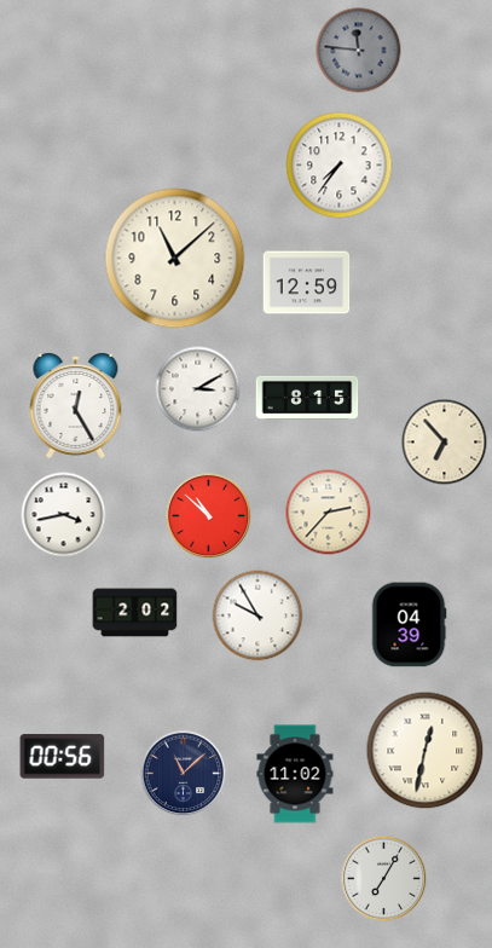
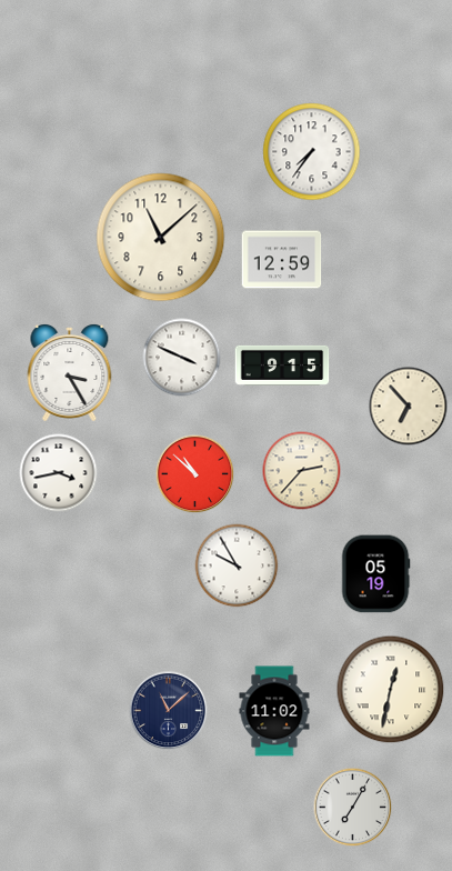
clock at (359, 51): 11:46 -> none
clock at (198, 389): 3:10 -> 3:49
clock at (307, 398): 8:15 -> 9:15
clock at (76, 406): 12:25 -> 3:25
clock at (209, 516) position: (209, 516) -> (195, 474)
clock at (135, 613): 2:02 -> none
clock at (409, 625): 04:39 -> 05:19
clock at (63, 757): 00:56 -> none
clock at (295, 774) position: (295, 774) -> (274, 711)
